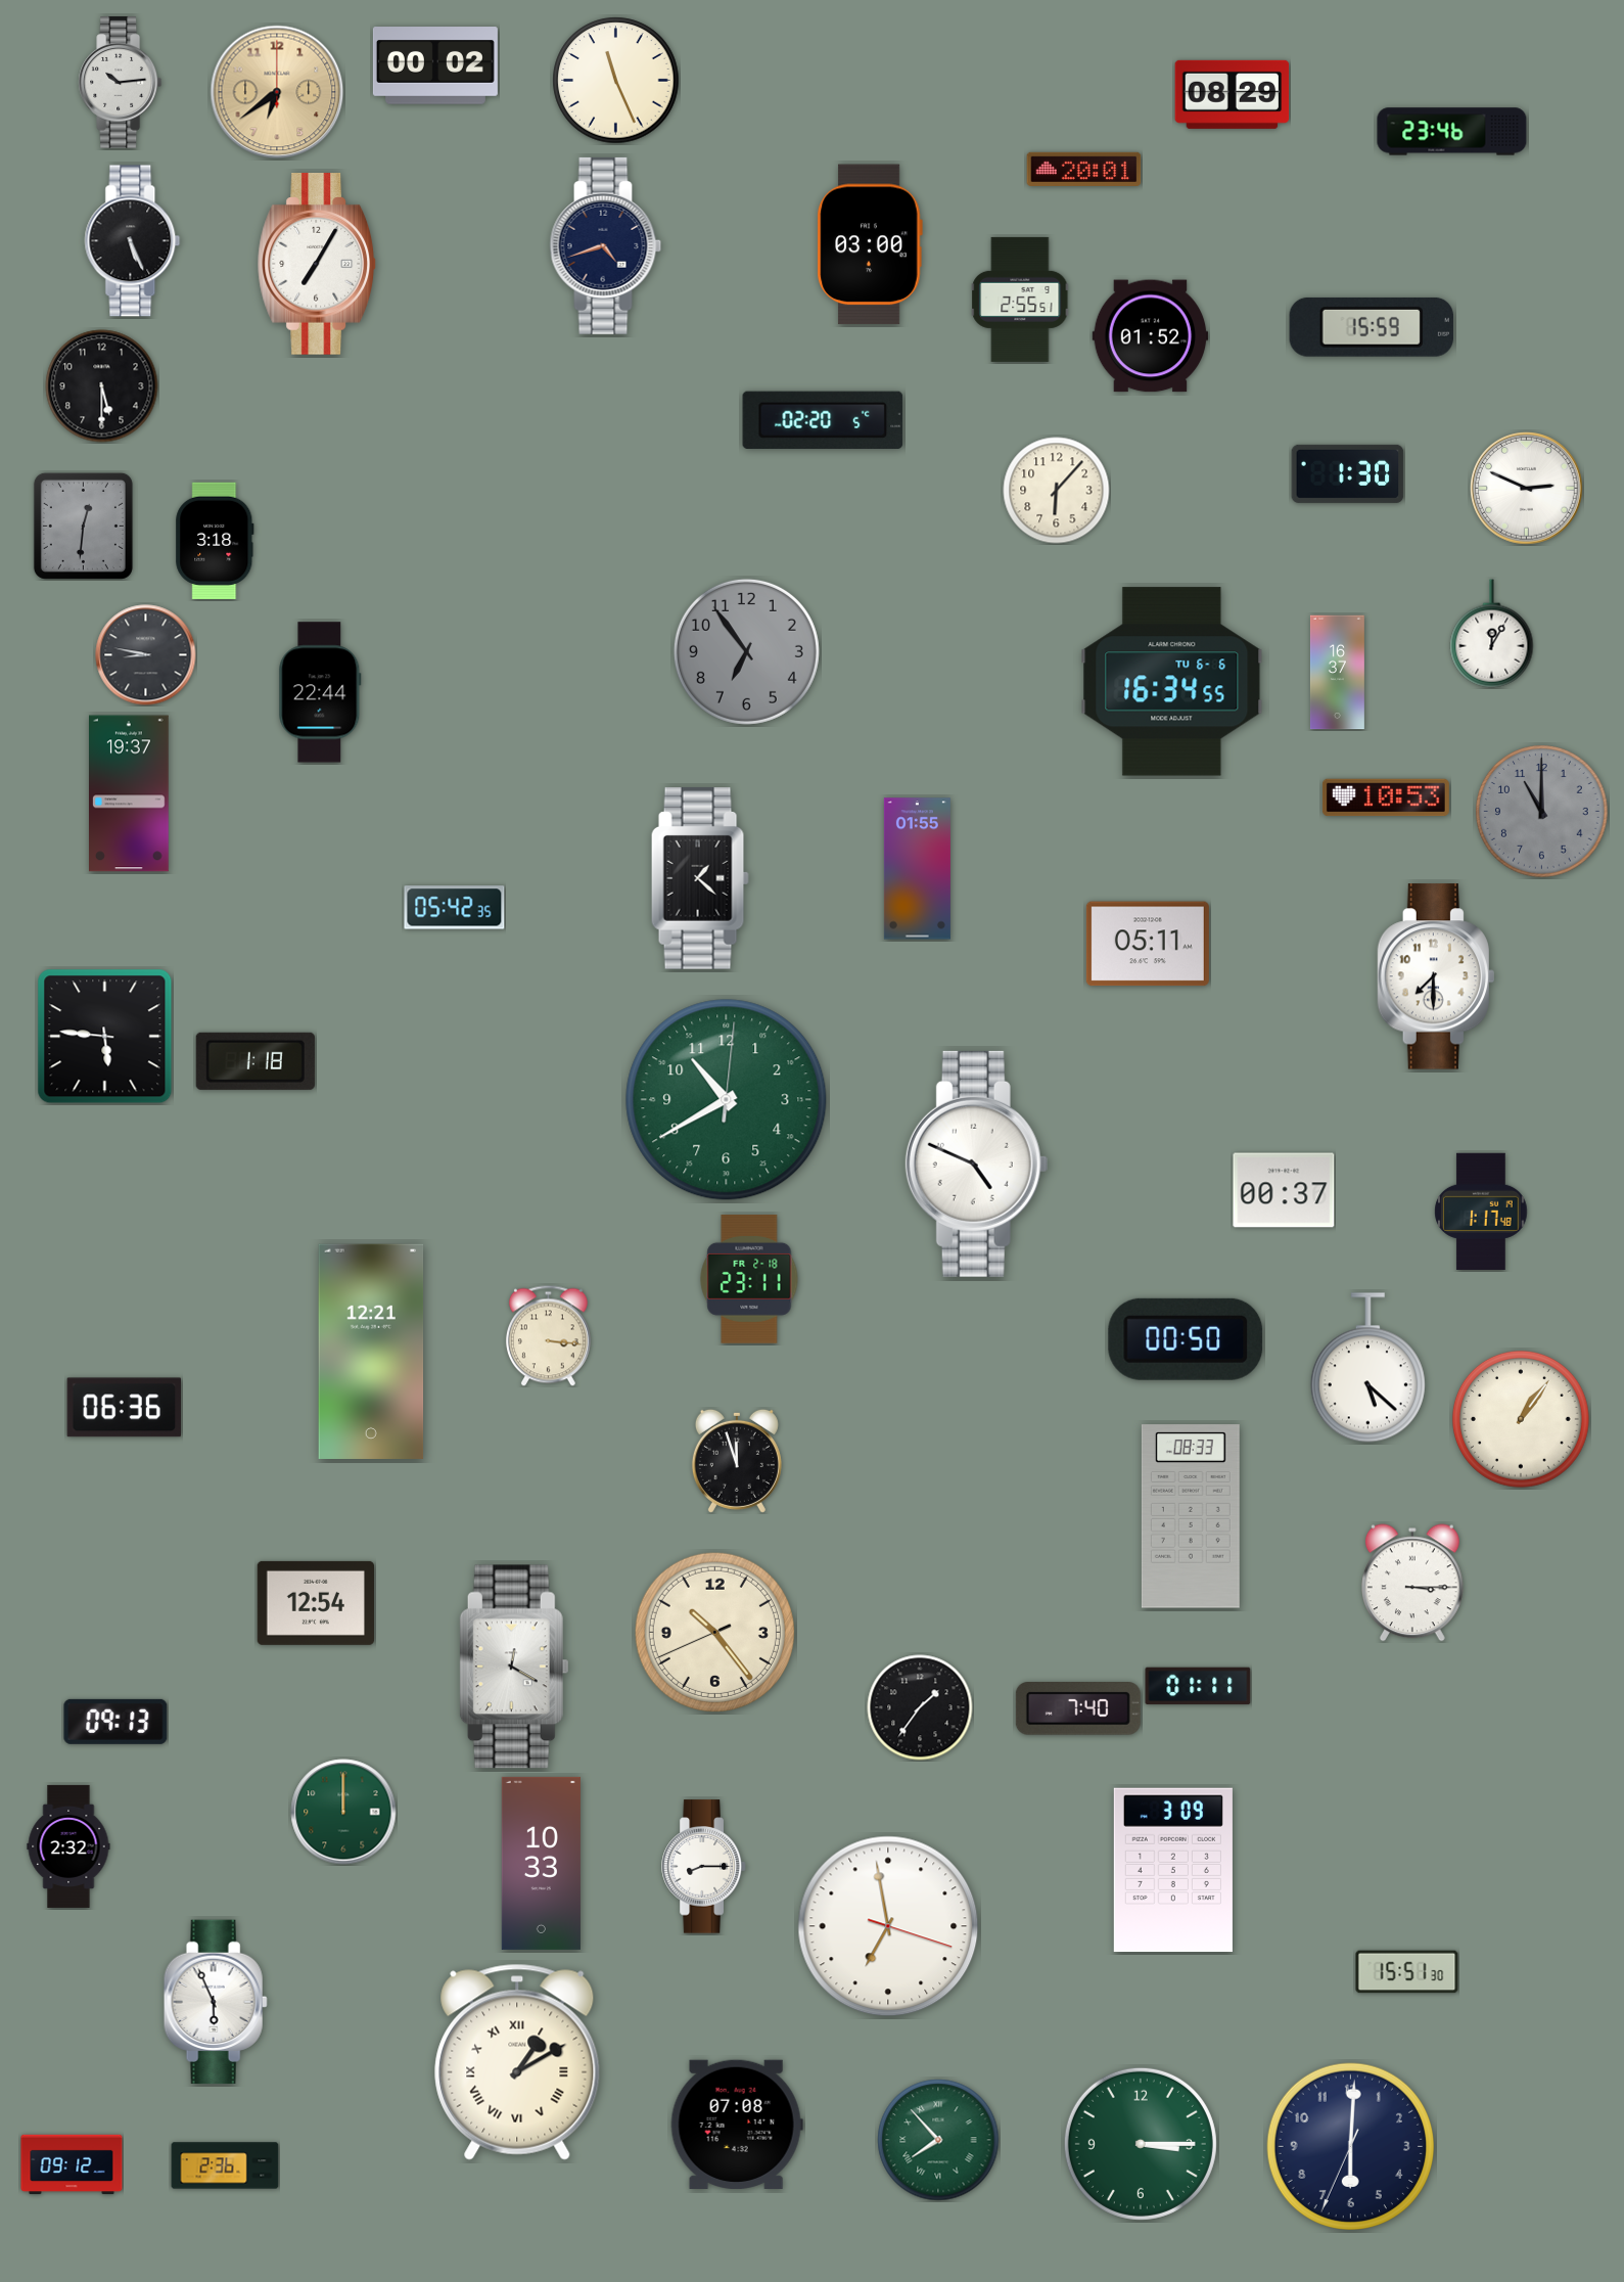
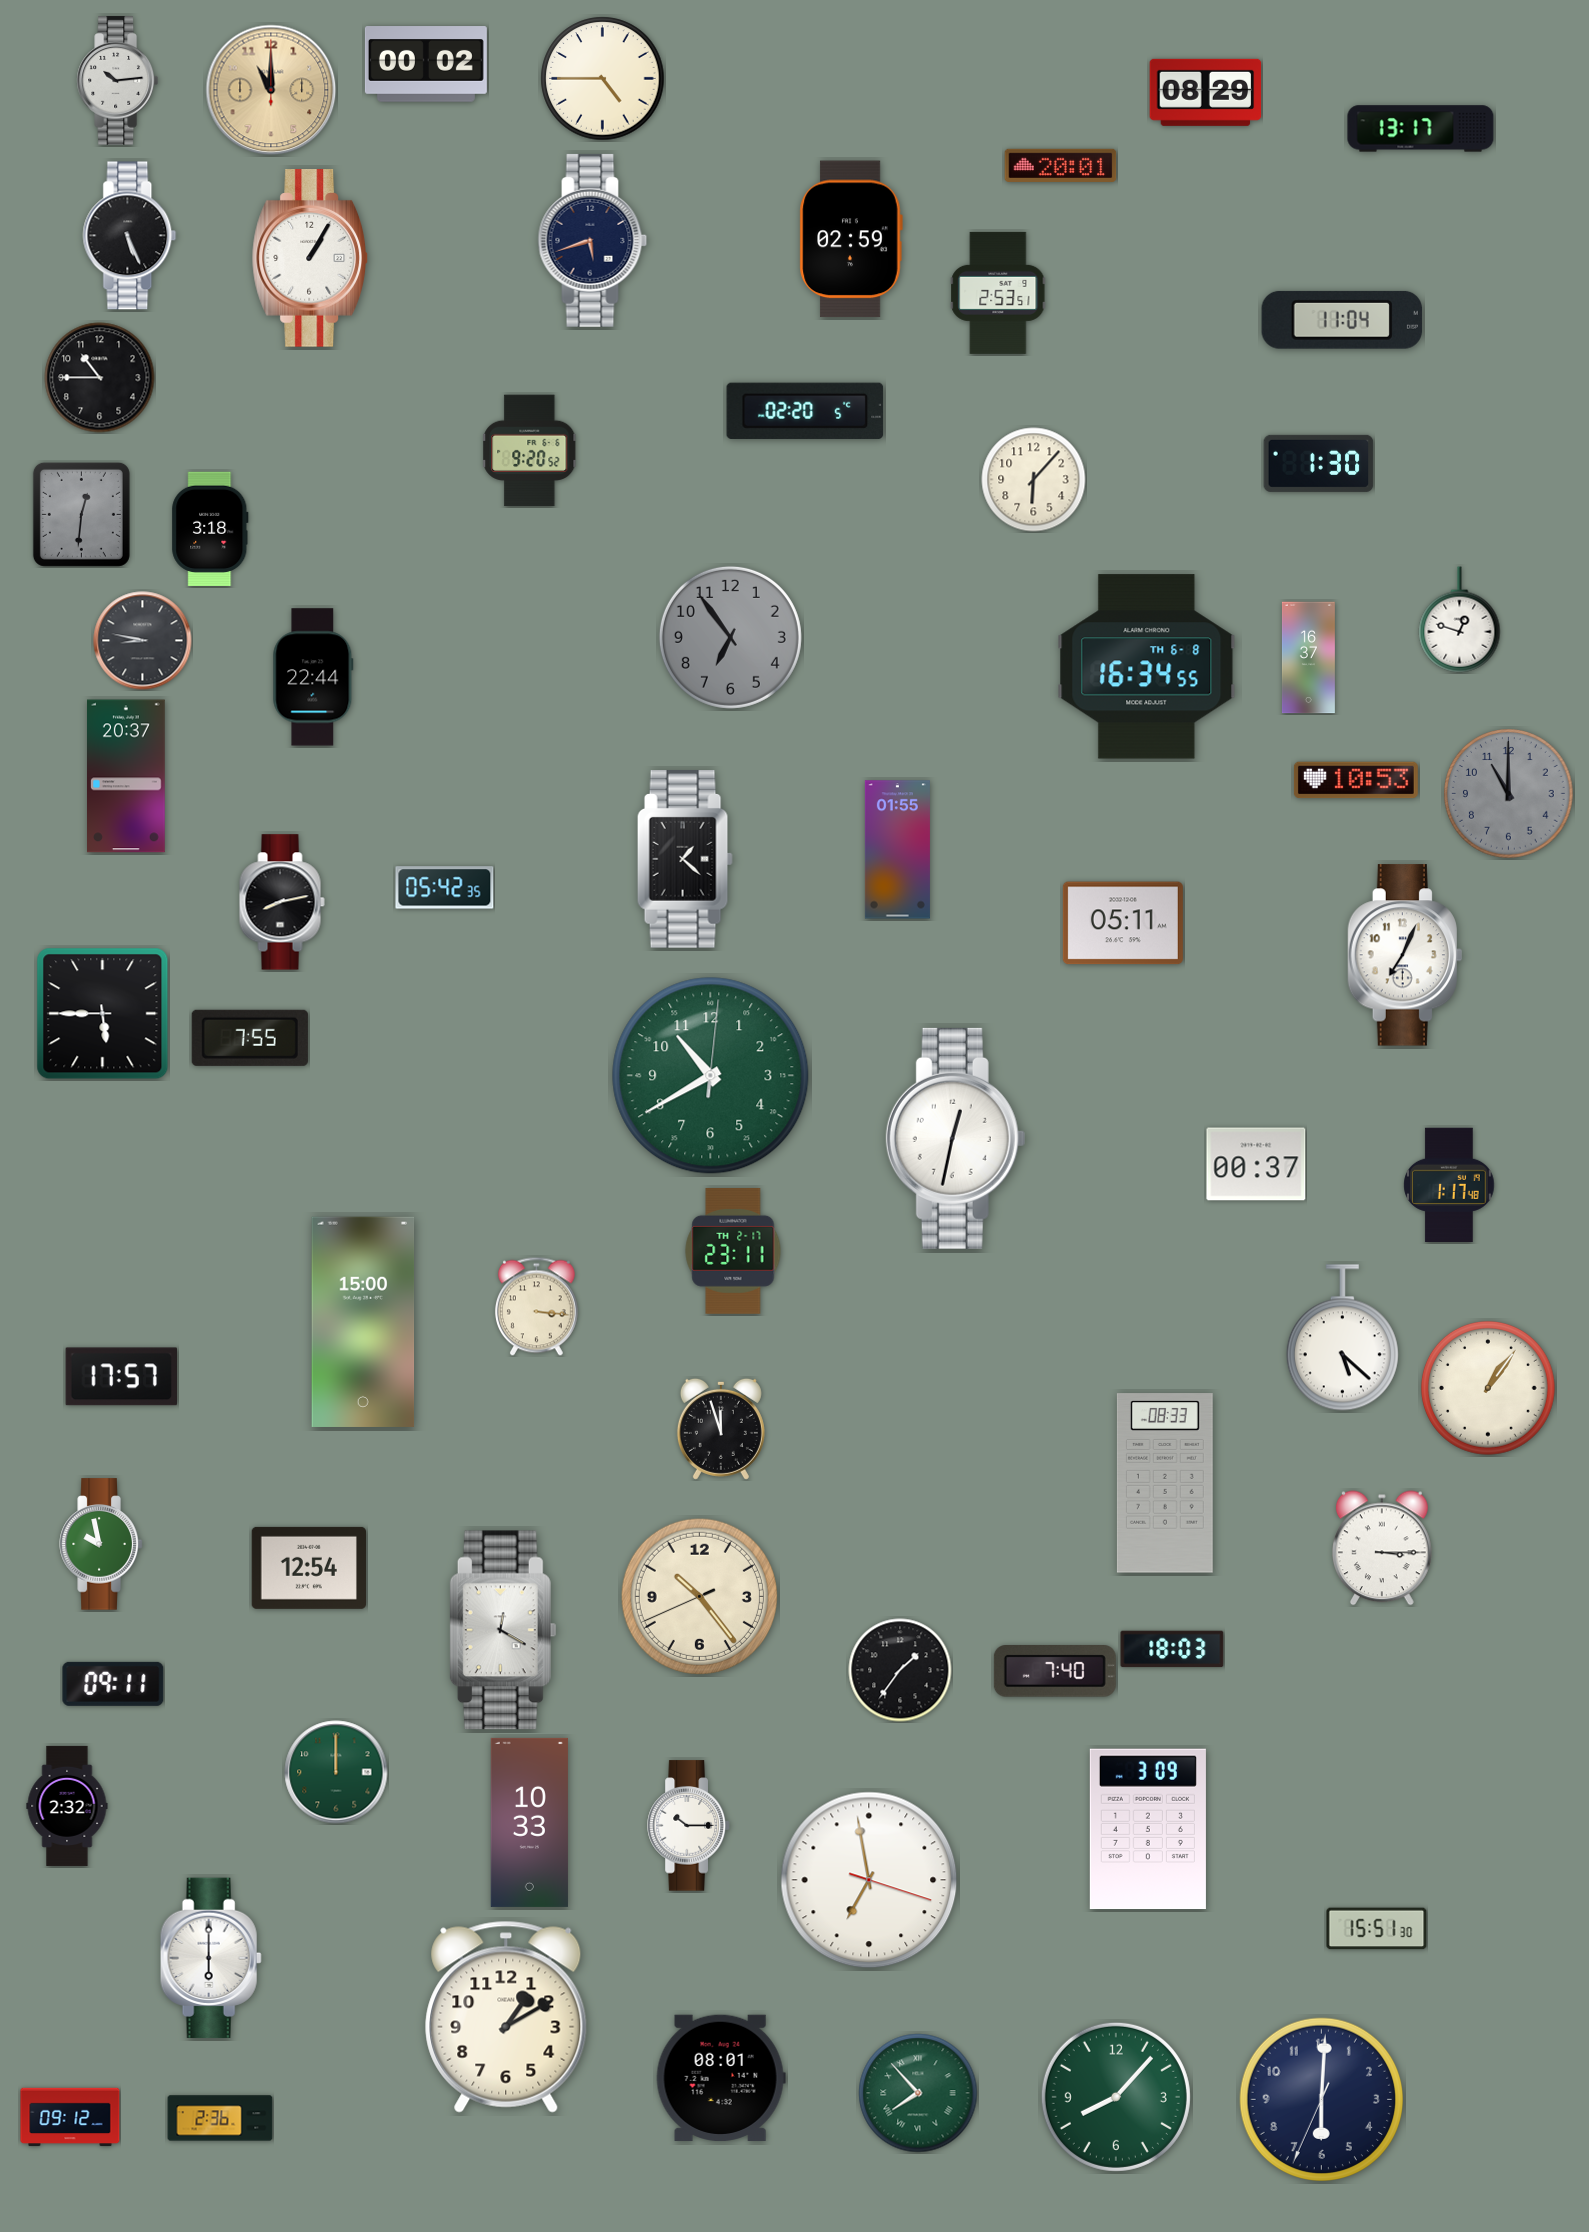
clock at (616, 81): 11:26 -> 4:45
clock at (277, 92): 6:39 -> 11:00
clock at (1452, 132): 23:46 -> 13:17
clock at (870, 244): 03:00 -> 02:59
clock at (606, 245): 4:42 -> 5:42
clock at (316, 265): 7:05 -> 1:05
clock at (1020, 300): 2:55 -> 2:53
clock at (1372, 327): 15:59 -> 11:04
clock at (1151, 336): 01:52 -> none
clock at (102, 386): 5:30 -> 10:45
clock at (530, 451): none -> 9:20
clock at (1527, 489): 2:49 -> none
clock at (1492, 634): 12:05 -> 12:48
clock at (1172, 682) date: TU 6-6 -> TH 6-8
clock at (130, 793): 19:37 -> 20:37
clock at (282, 902): none -> 8:13
clock at (1435, 976): 7:30 -> 7:04
clock at (105, 1037): 5:46 -> 5:45
clock at (256, 1061): 1:18 -> 7:55
clock at (977, 1163): 4:49 -> 12:32
clock at (749, 1279) date: FR 2-18 -> TH 2-17
clock at (1186, 1339): 00:50 -> none
clock at (371, 1352): 12:21 -> 15:00
clock at (1367, 1368) position: (1367, 1368) -> (1342, 1338)
clock at (124, 1408): 06:36 -> 17:57
clock at (101, 1544): none -> 9:58
clock at (1198, 1686): 01:11 -> 18:03
clock at (115, 1722): 09:13 -> 09:11
clock at (704, 1867): 8:15 -> 10:15
clock at (888, 1926) position: (888, 1926) -> (869, 1880)
clock at (216, 2002): 5:56 -> 6:00
clock at (517, 2062) numerals: Roman -> Arabic
clock at (737, 2125): 07:08 -> 08:01
clock at (1141, 2144): 3:15 -> 8:07
